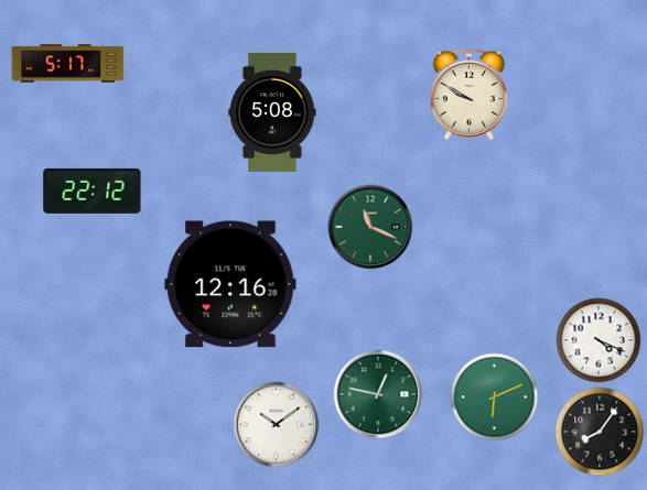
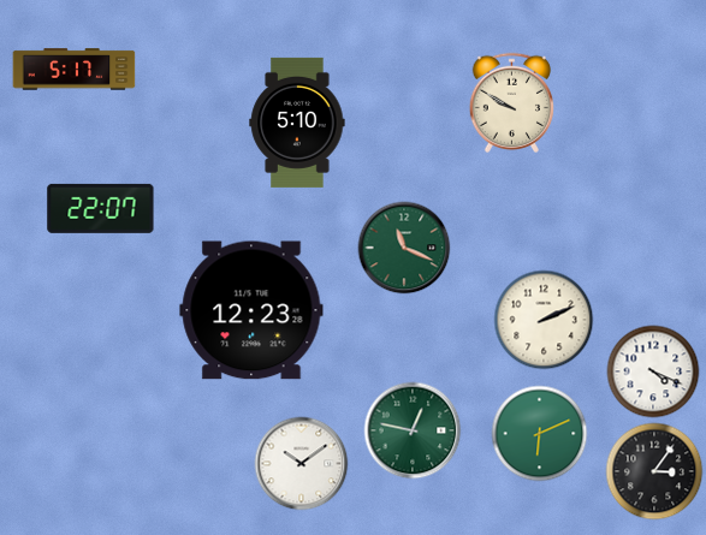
clock at (272, 112): 5:08 -> 5:10
clock at (93, 190): 22:12 -> 22:07
clock at (230, 284): 12:16 -> 12:23
clock at (544, 320): none -> 2:11
clock at (600, 432): 8:06 -> 3:06
